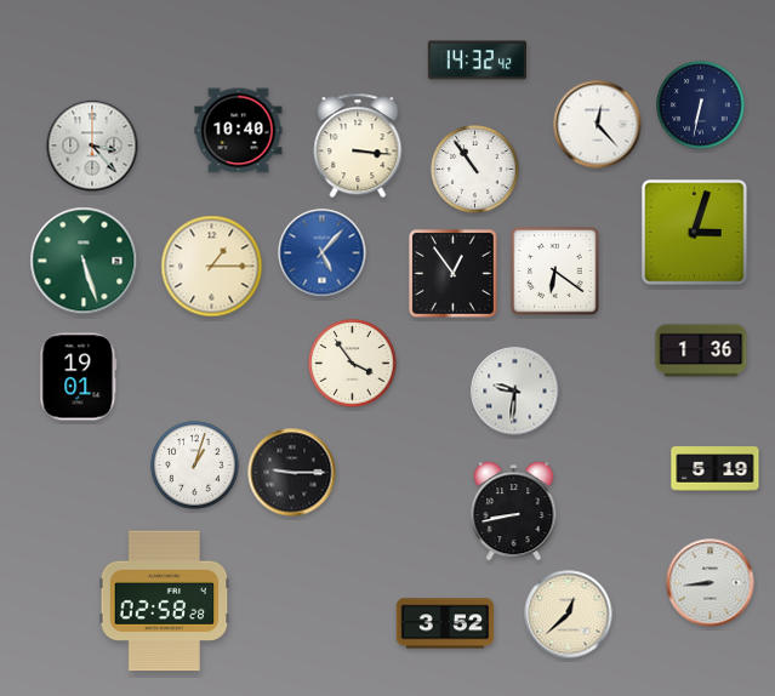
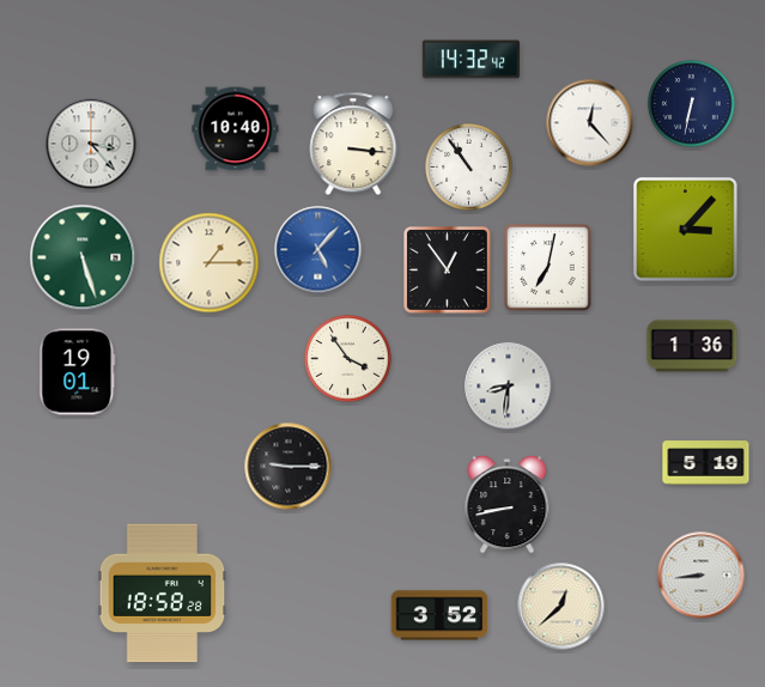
clock at (695, 233): 3:03 -> 3:07
clock at (555, 272): 6:21 -> 7:02
clock at (515, 392): 9:31 -> 8:31
clock at (195, 466): 1:03 -> none
clock at (165, 601): 02:58 -> 18:58
